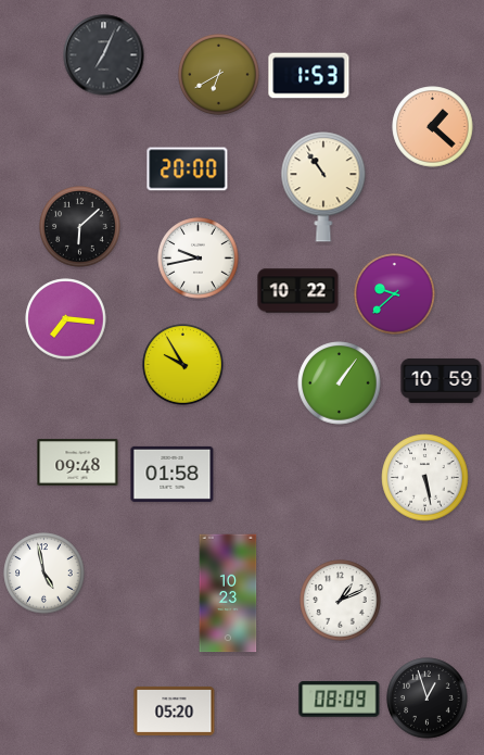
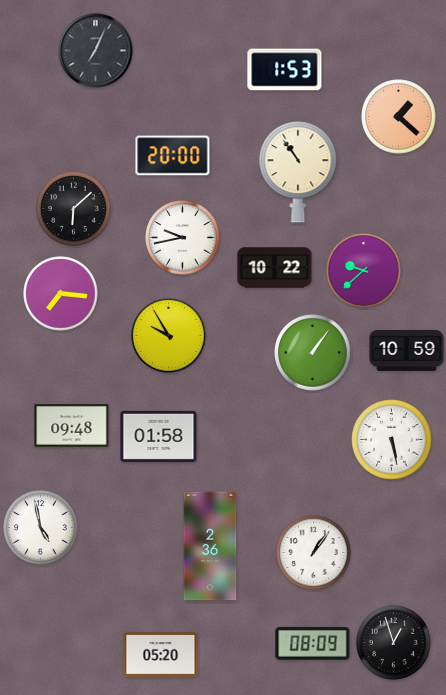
clock at (219, 75): 6:40 -> none
clock at (228, 593): 10:23 -> 2:36
clock at (341, 601): 1:11 -> 1:06
